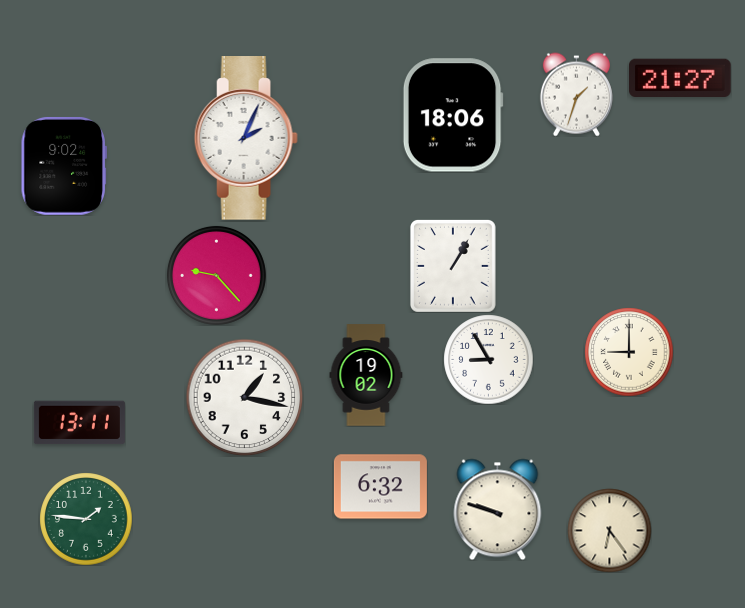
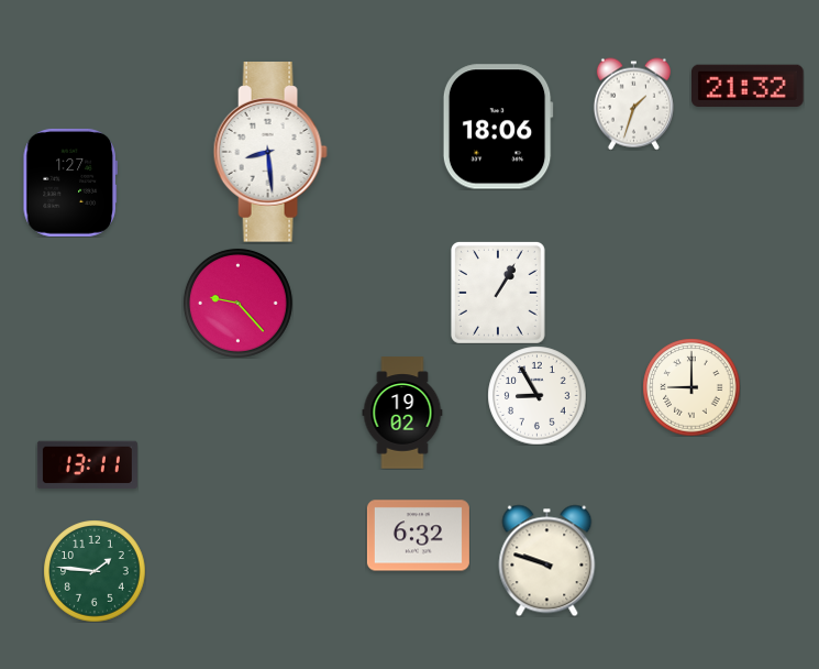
clock at (681, 78): 21:27 -> 21:32
clock at (246, 139): 2:04 -> 8:29
clock at (64, 166): 9:02 -> 1:27
clock at (244, 397): 1:17 -> none
clock at (609, 530): 6:24 -> none
